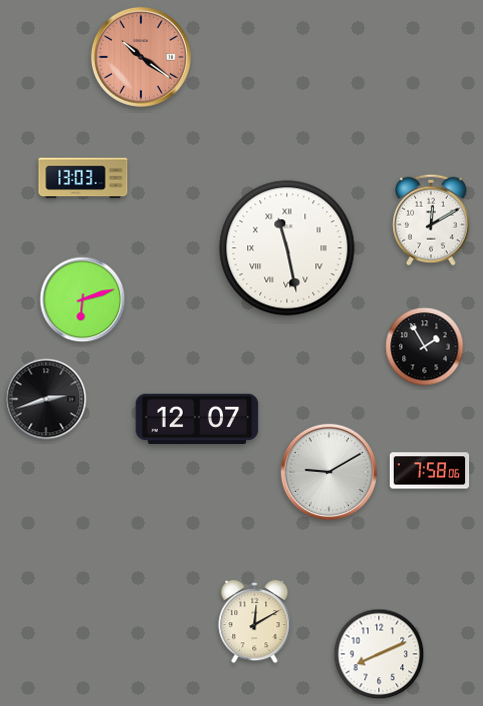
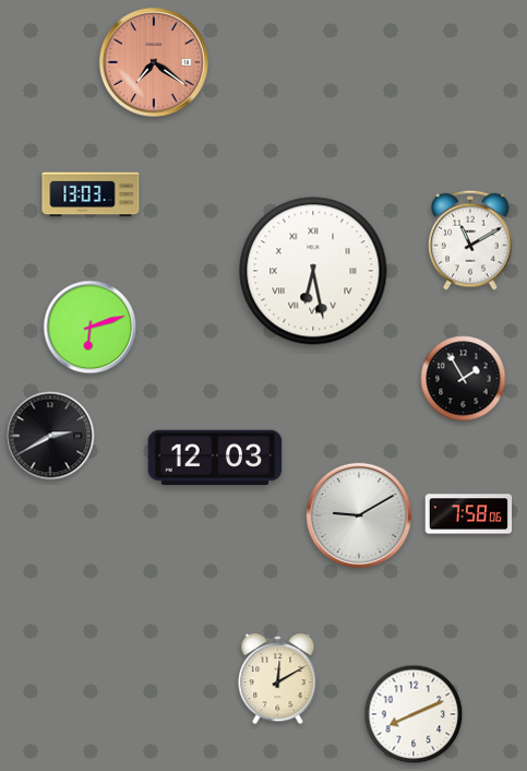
clock at (141, 57): 10:21 -> 7:21
clock at (431, 220): 12:10 -> 11:10
clock at (287, 248): 11:28 -> 6:28
clock at (46, 399): 2:42 -> 2:40
clock at (197, 418): 12:07 -> 12:03
